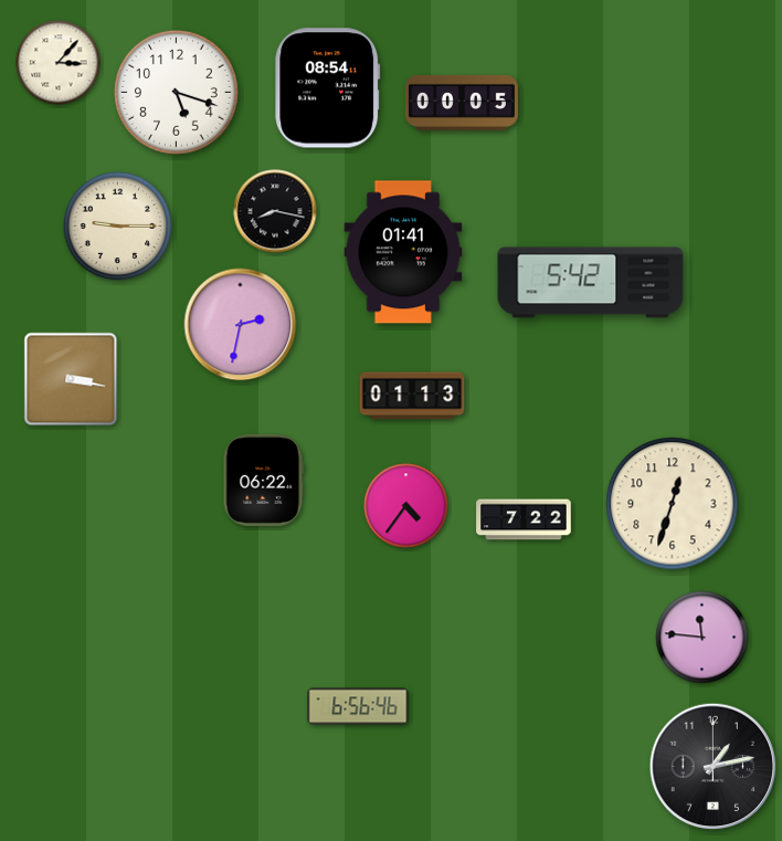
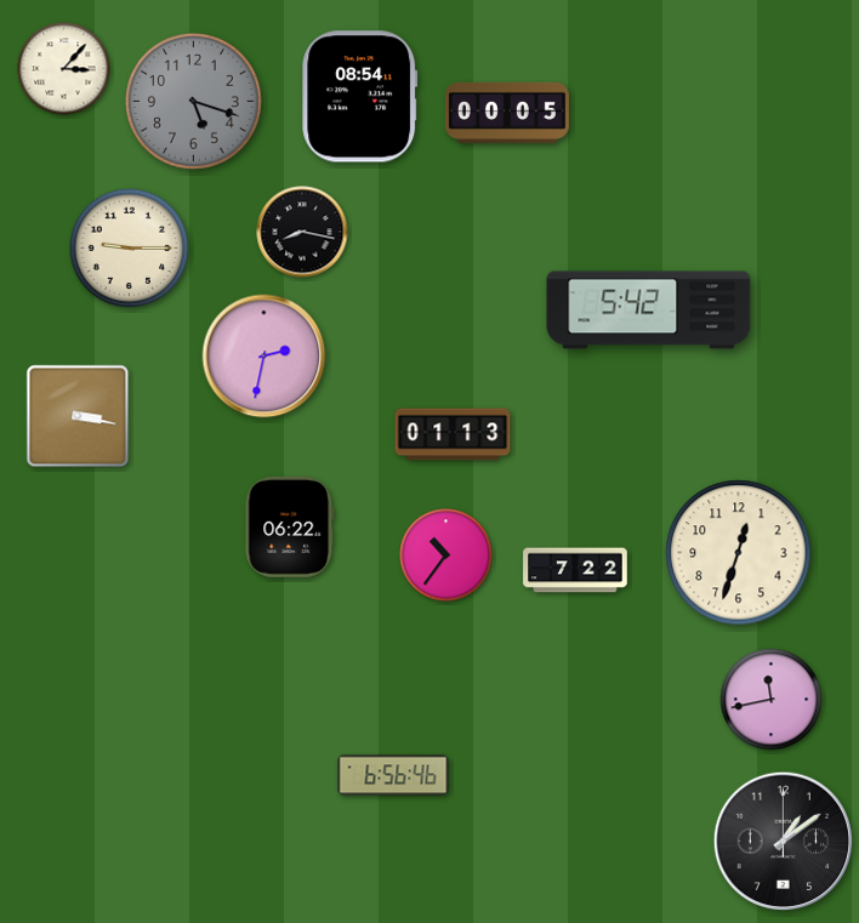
clock at (176, 92) dial: white -> grey
clock at (403, 252): 01:41 -> none
clock at (406, 506): 4:36 -> 10:36
clock at (702, 638): 11:46 -> 11:43
clock at (714, 767): 1:13 -> 1:09
